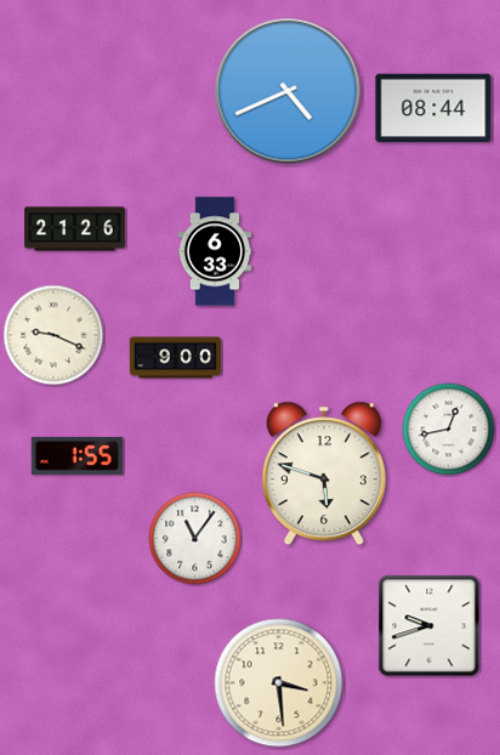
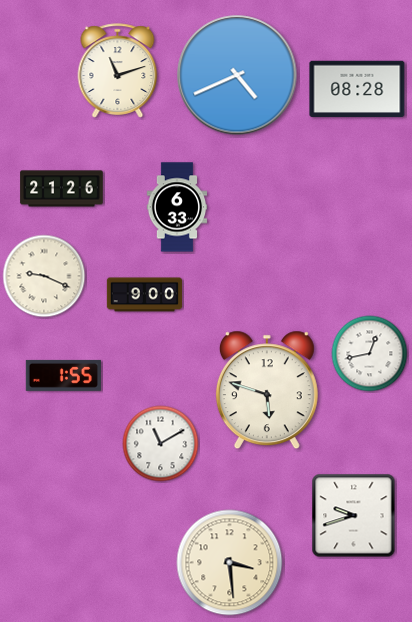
clock at (118, 71): none -> 11:12
clock at (433, 108): 08:44 -> 08:28
clock at (195, 539): 11:06 -> 11:10
